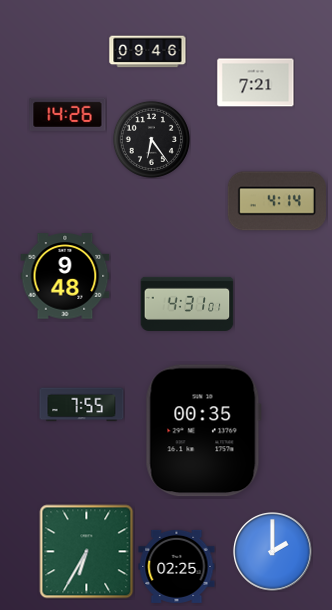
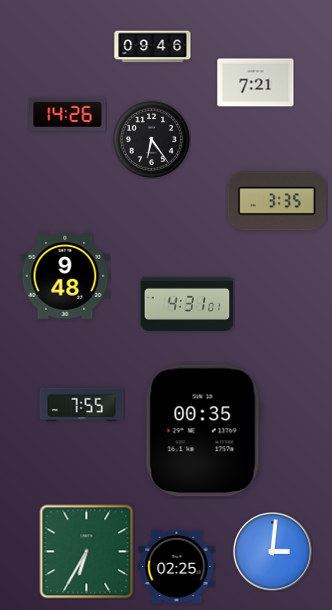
clock at (148, 52) position: (148, 52) -> (153, 47)
clock at (277, 201): 4:14 -> 3:35
clock at (273, 552): 2:00 -> 3:01
